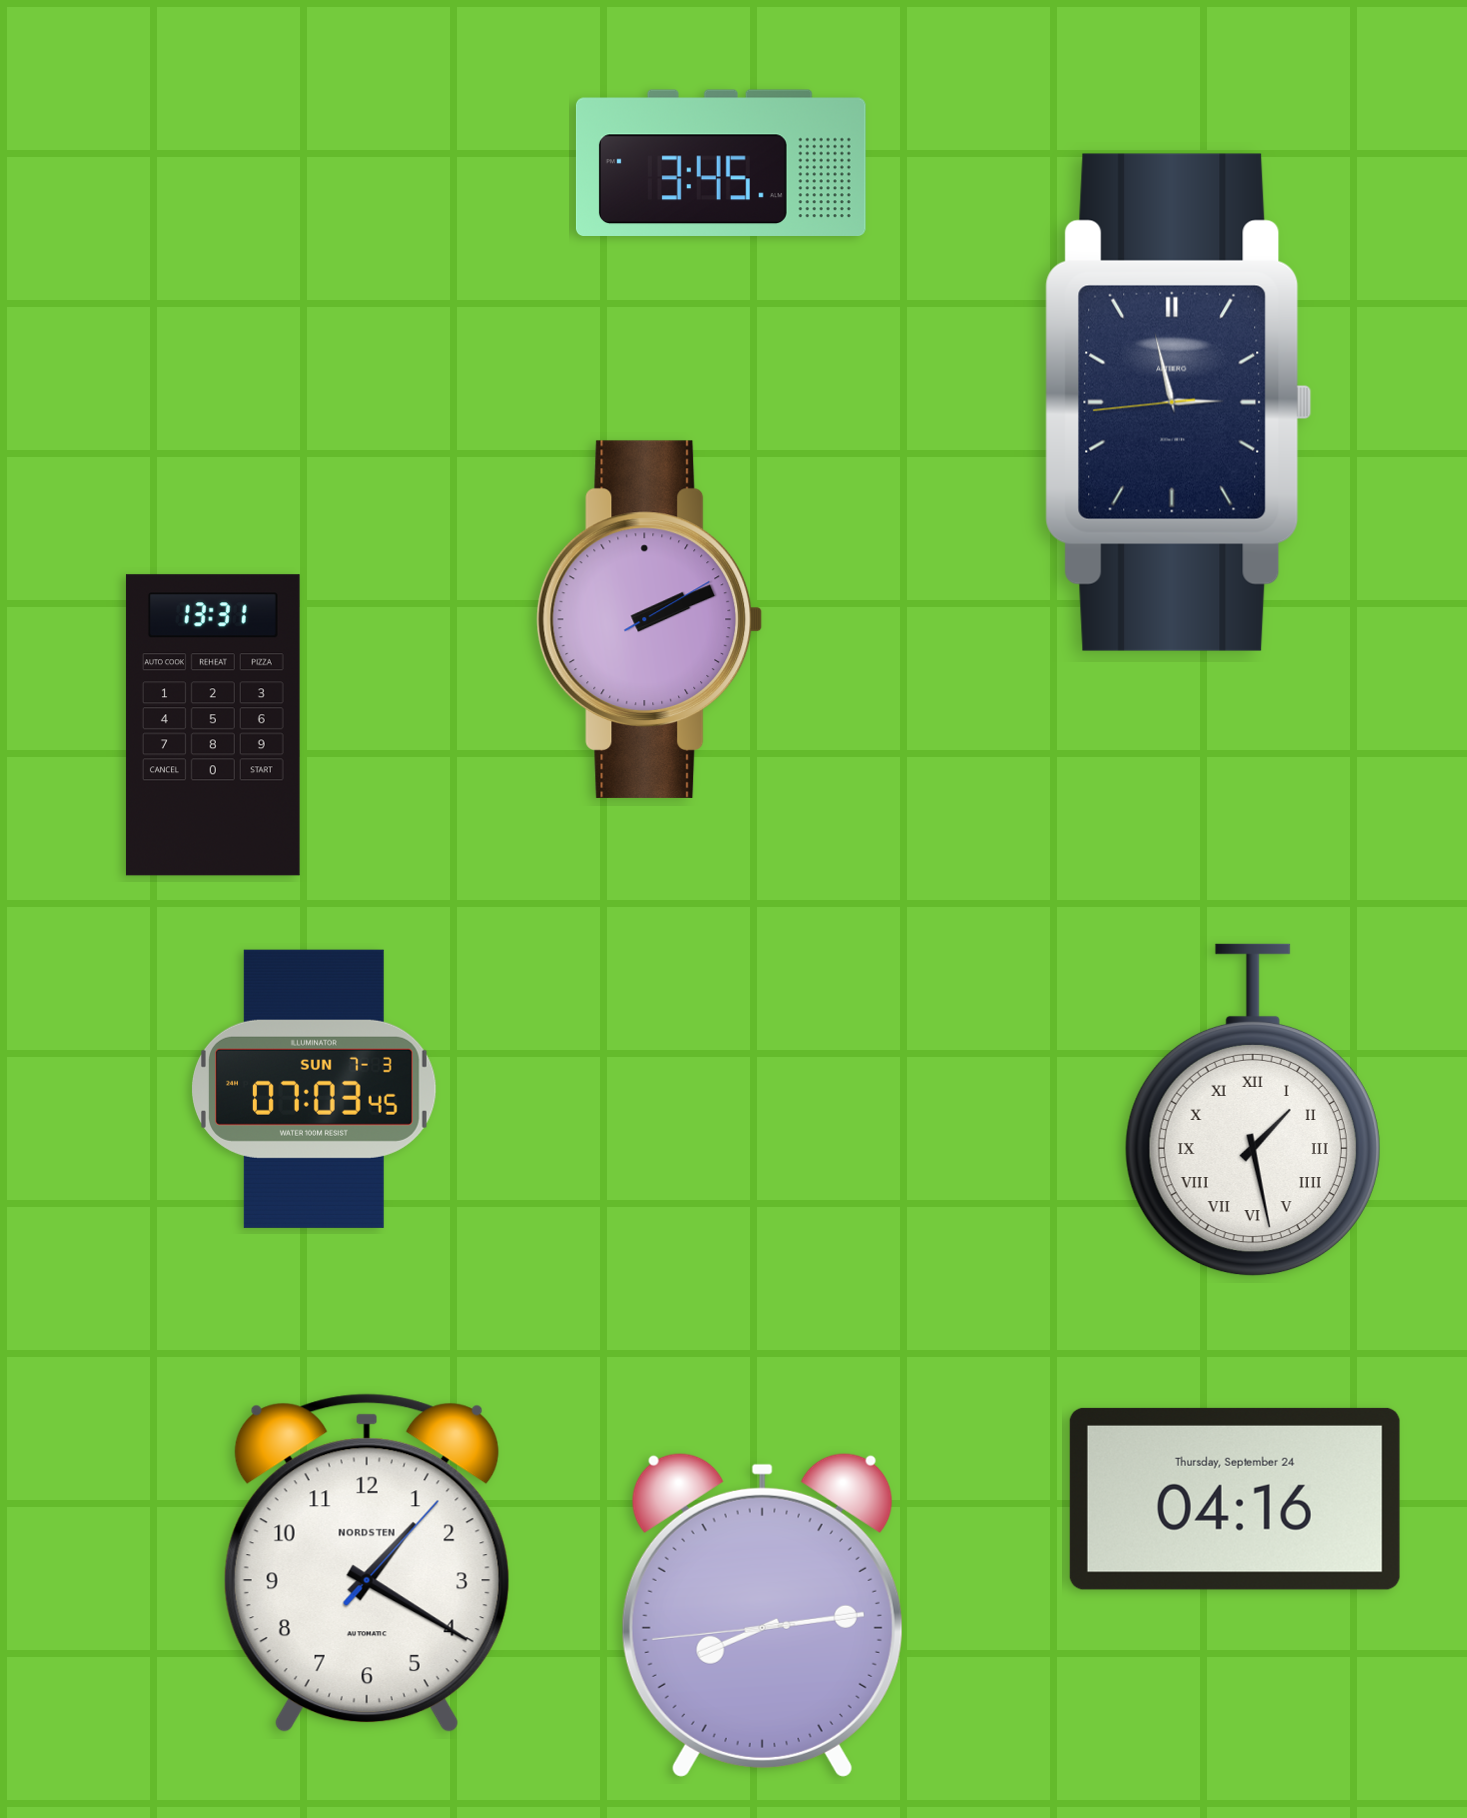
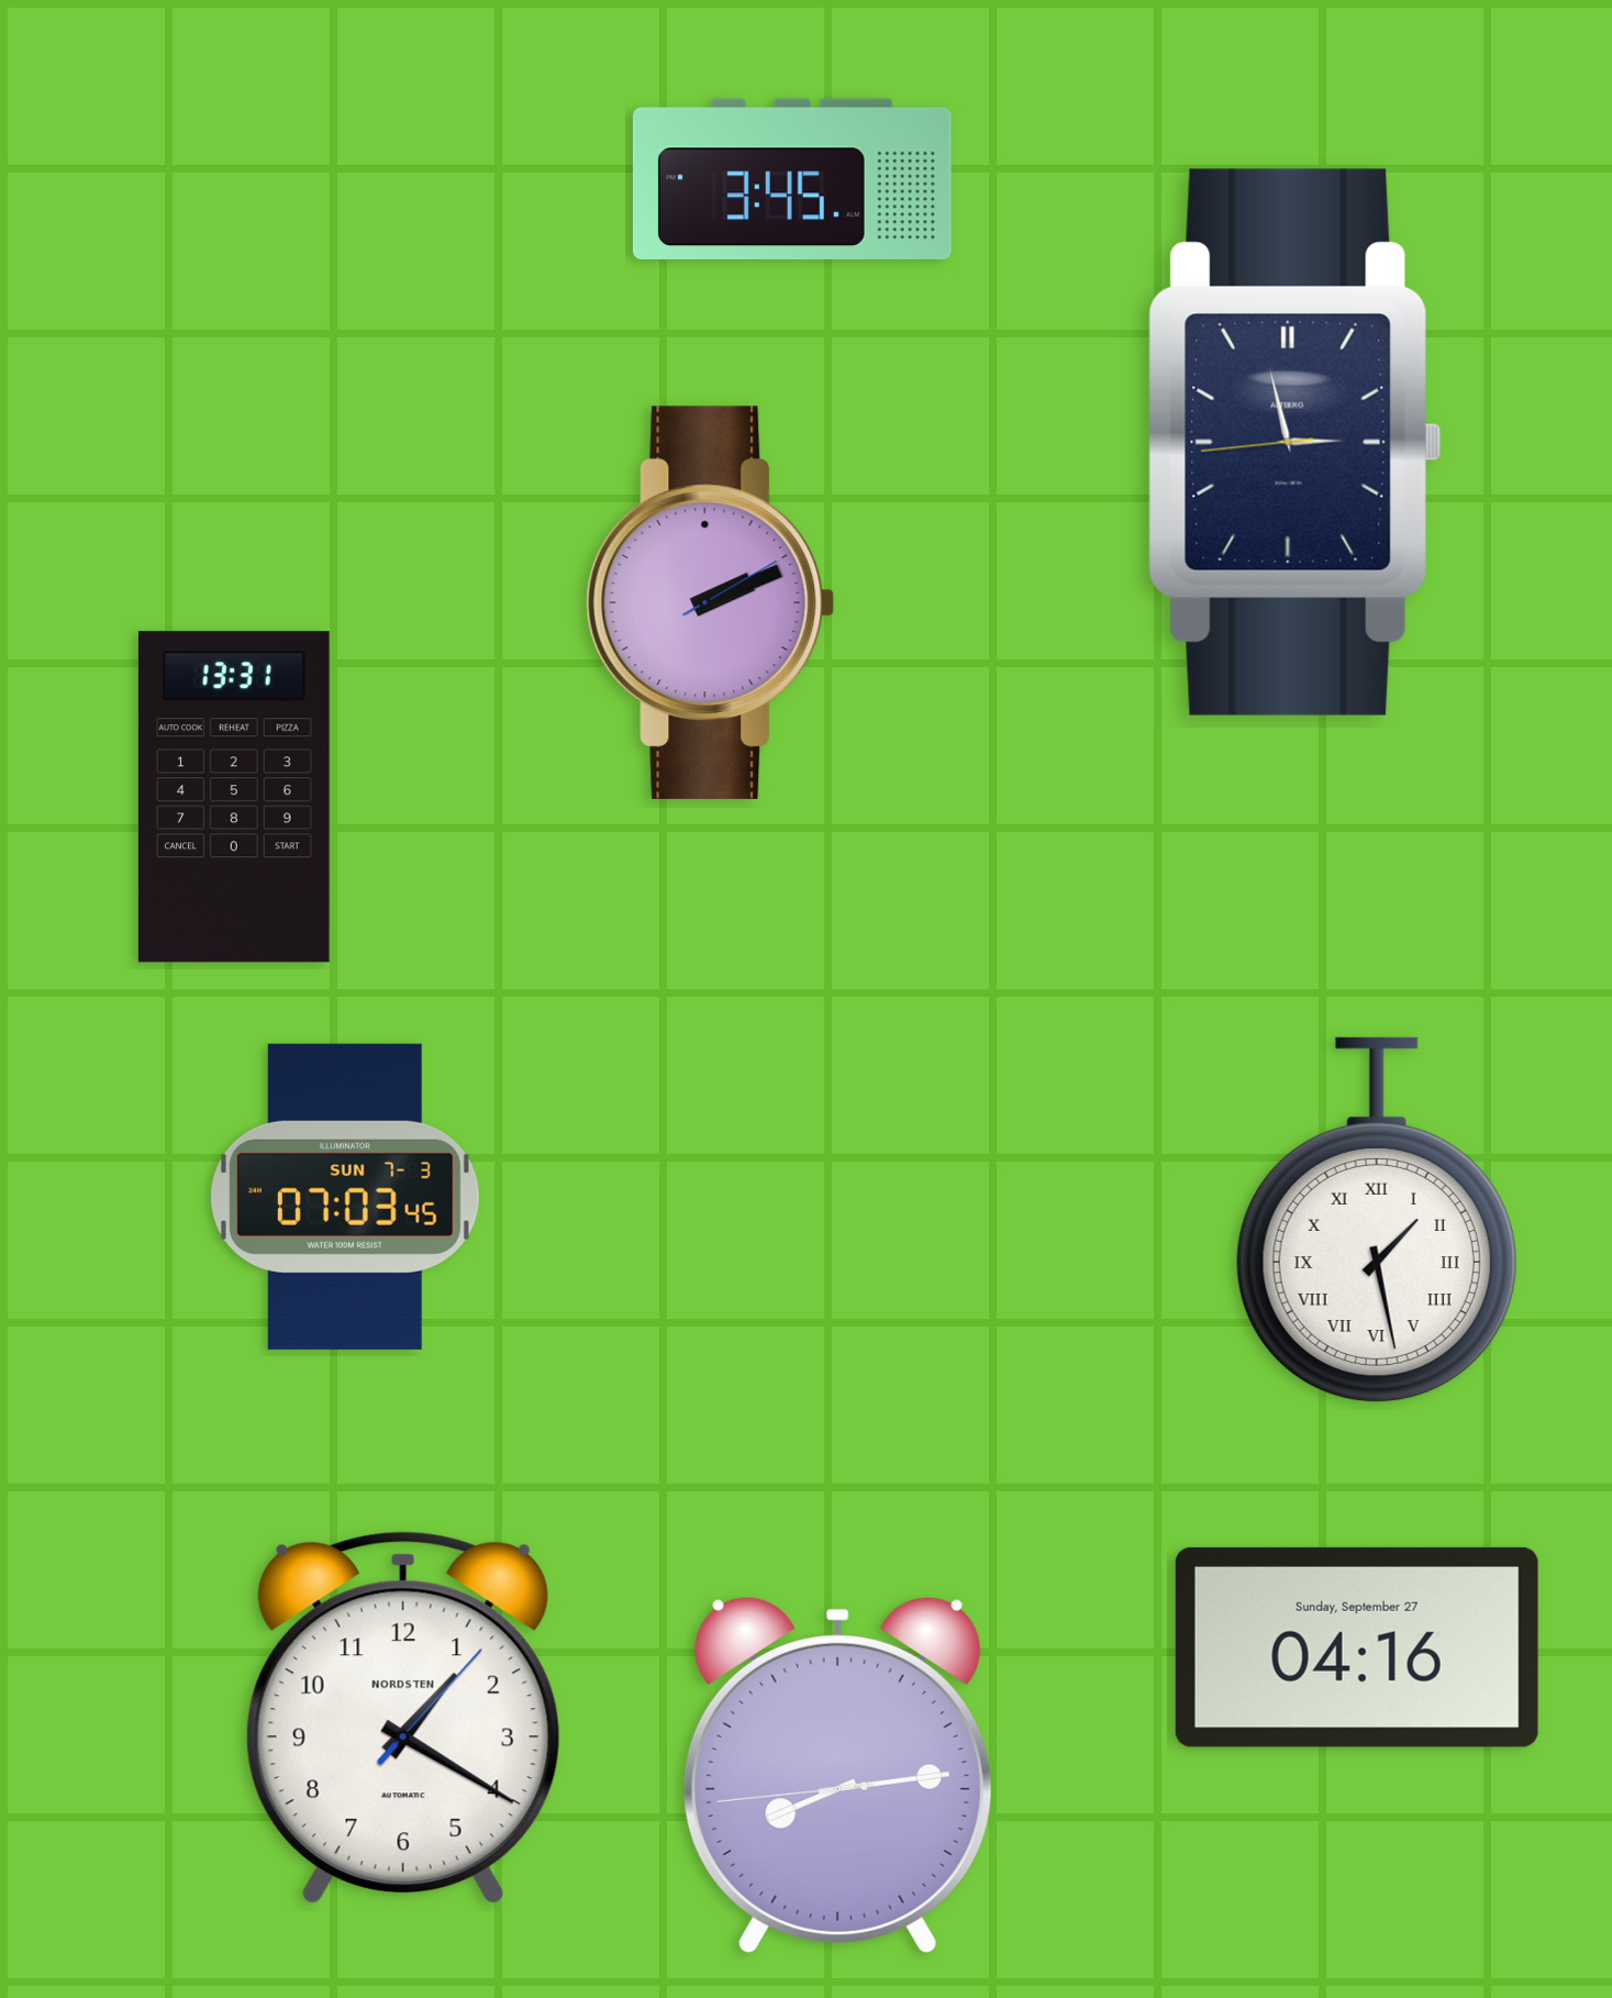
clock at (650, 619) position: (650, 619) -> (711, 602)
clock at (1235, 1499) date: Thursday, September 24 -> Sunday, September 27
